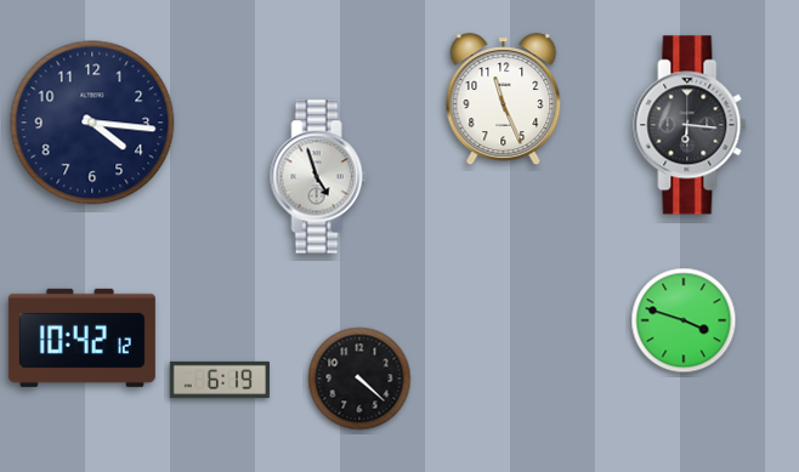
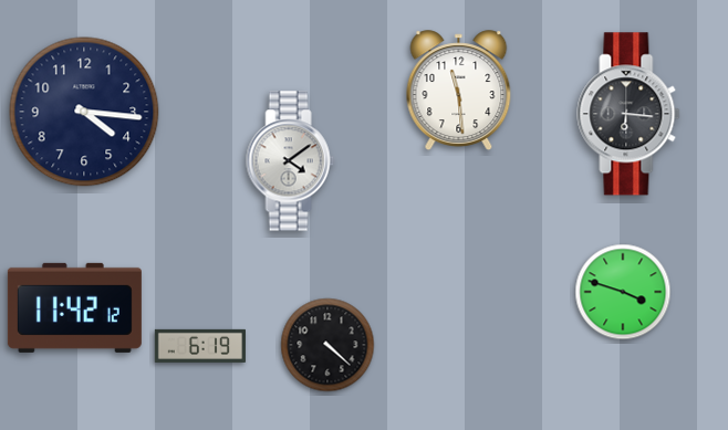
clock at (504, 98): 11:26 -> 11:29
clock at (319, 177): 4:57 -> 4:09
clock at (81, 337): 10:42 -> 11:42
